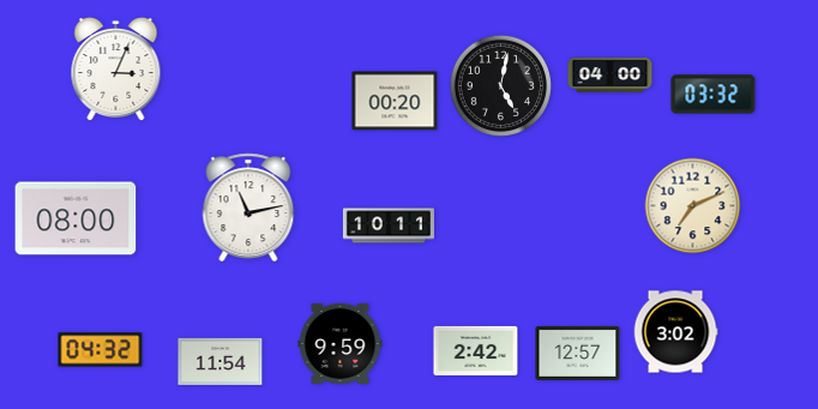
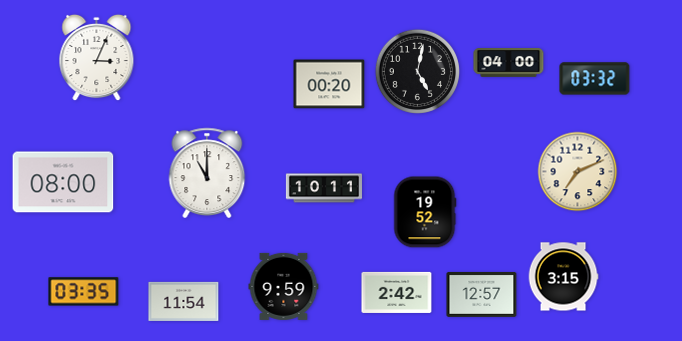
clock at (248, 206): 11:13 -> 11:00
clock at (425, 212): none -> 19:52
clock at (675, 332): 3:02 -> 3:15
clock at (101, 350): 04:32 -> 03:35
